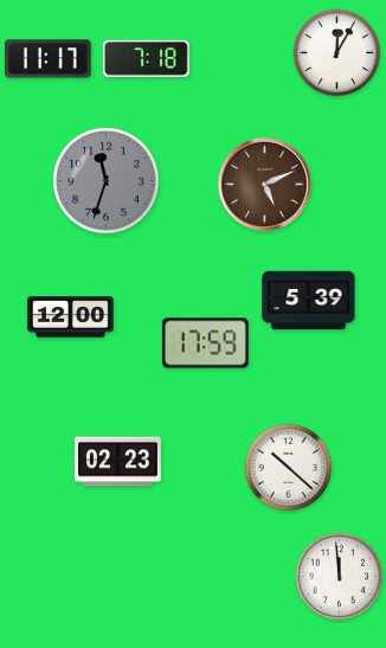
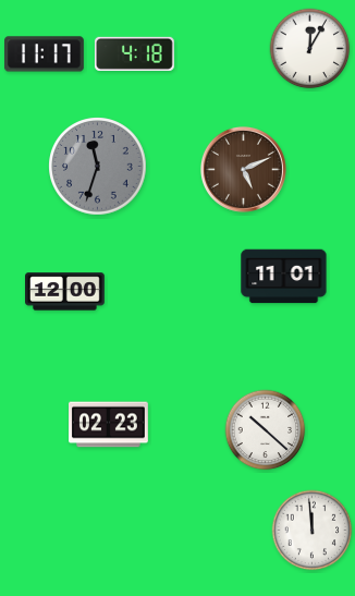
clock at (146, 58): 7:18 -> 4:18
clock at (309, 301): 5:39 -> 11:01
clock at (205, 344): 17:59 -> none
